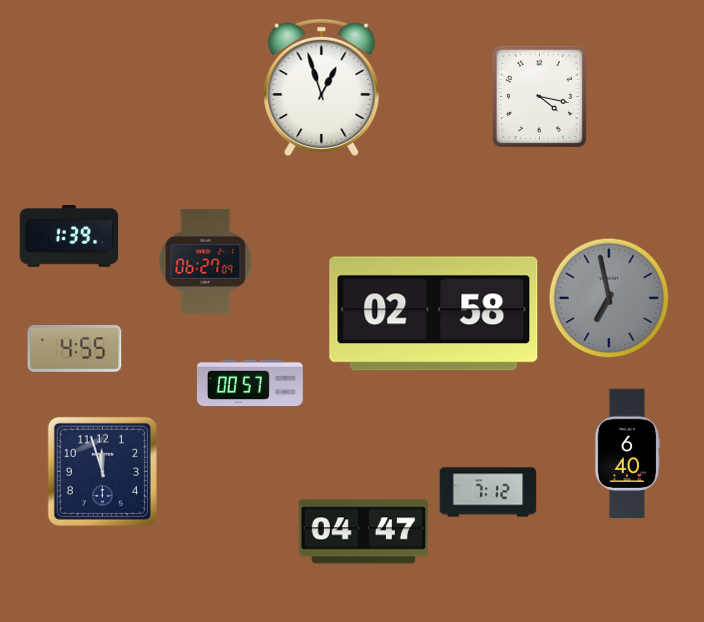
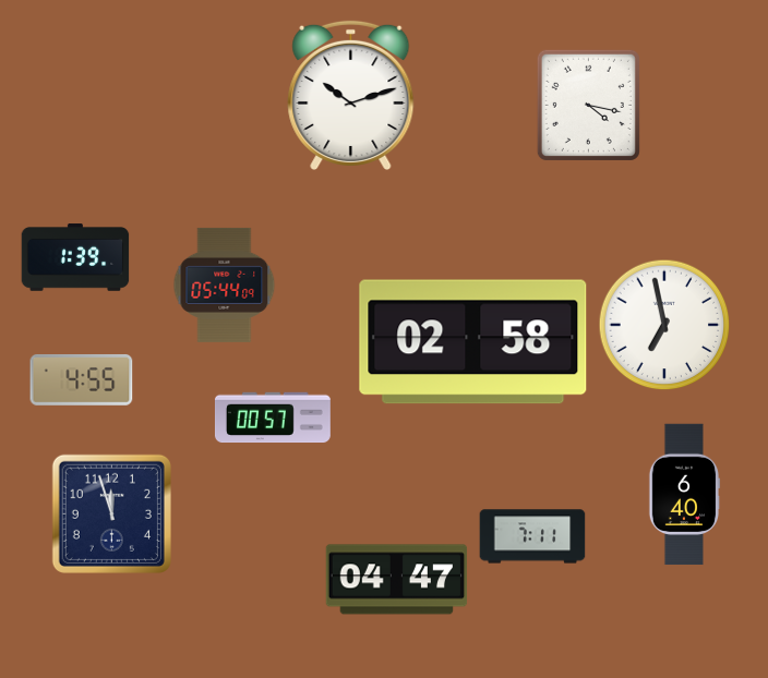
clock at (322, 87): 12:57 -> 10:12
clock at (206, 261): 06:27 -> 05:44
clock at (609, 298) dial: grey -> white
clock at (488, 492): 7:12 -> 7:11
